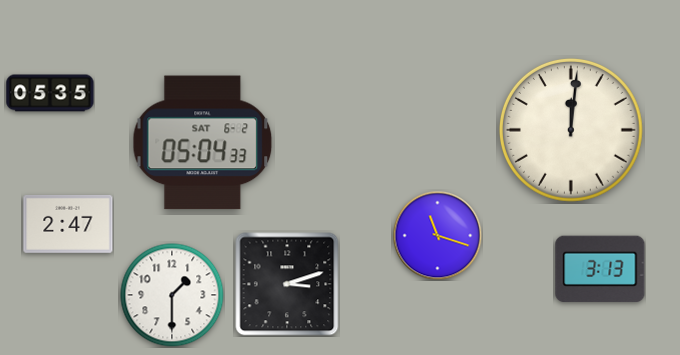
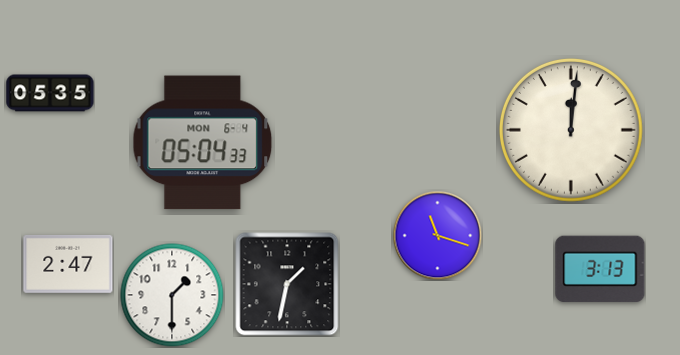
clock at (203, 143) date: SAT 6-2 -> MON 6-4
clock at (68, 224) position: (68, 224) -> (68, 264)
clock at (287, 284): 3:12 -> 1:32
